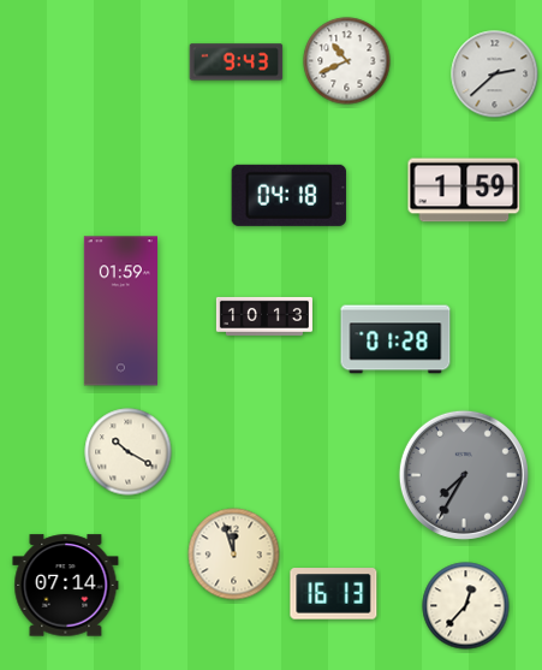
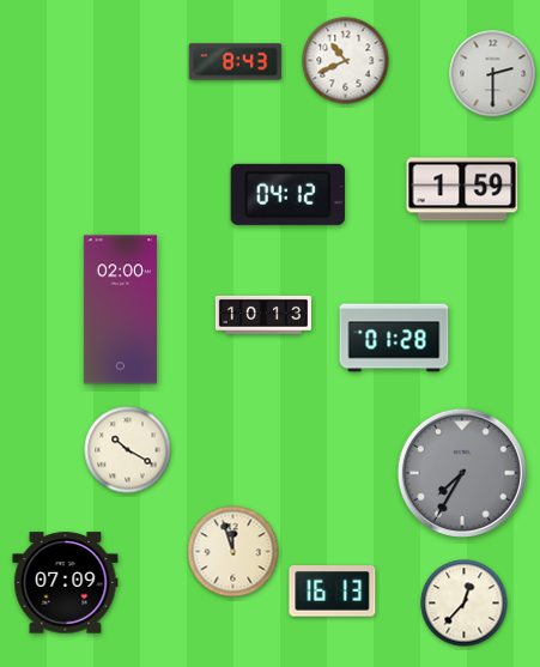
clock at (237, 63): 9:43 -> 8:43
clock at (495, 75): 2:38 -> 2:30
clock at (288, 195): 04:18 -> 04:12
clock at (120, 312): 01:59 -> 02:00
clock at (66, 586): 07:14 -> 07:09
